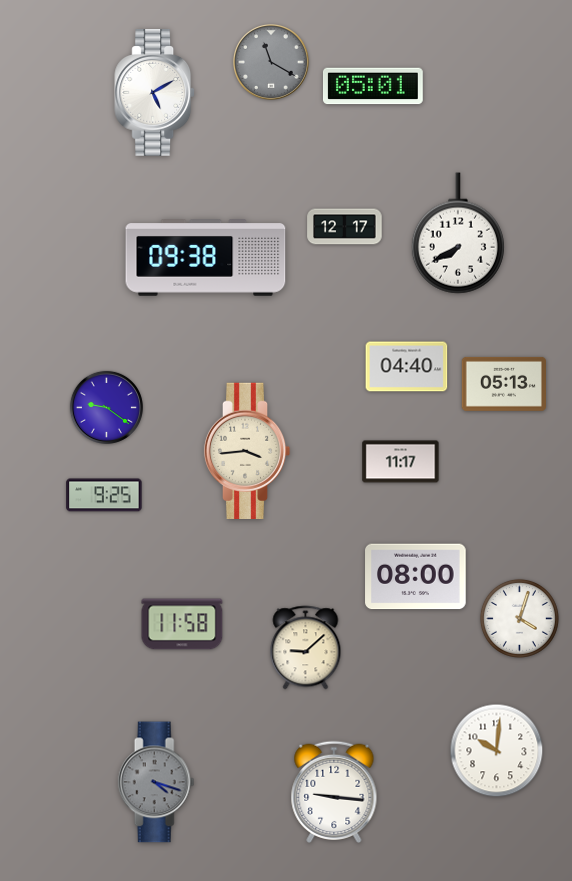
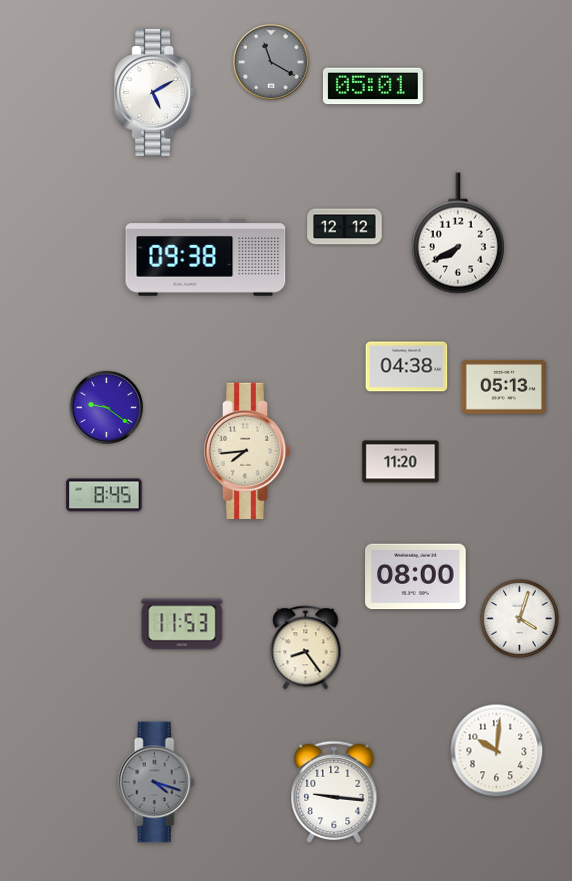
clock at (345, 227): 12:17 -> 12:12
clock at (407, 367): 04:40 -> 04:38
clock at (503, 384) position: (503, 384) -> (503, 387)
clock at (247, 450): 3:44 -> 7:44
clock at (401, 462): 11:17 -> 11:20
clock at (104, 495): 9:25 -> 8:45
clock at (182, 624): 11:58 -> 11:53
clock at (306, 648): 9:08 -> 8:24
